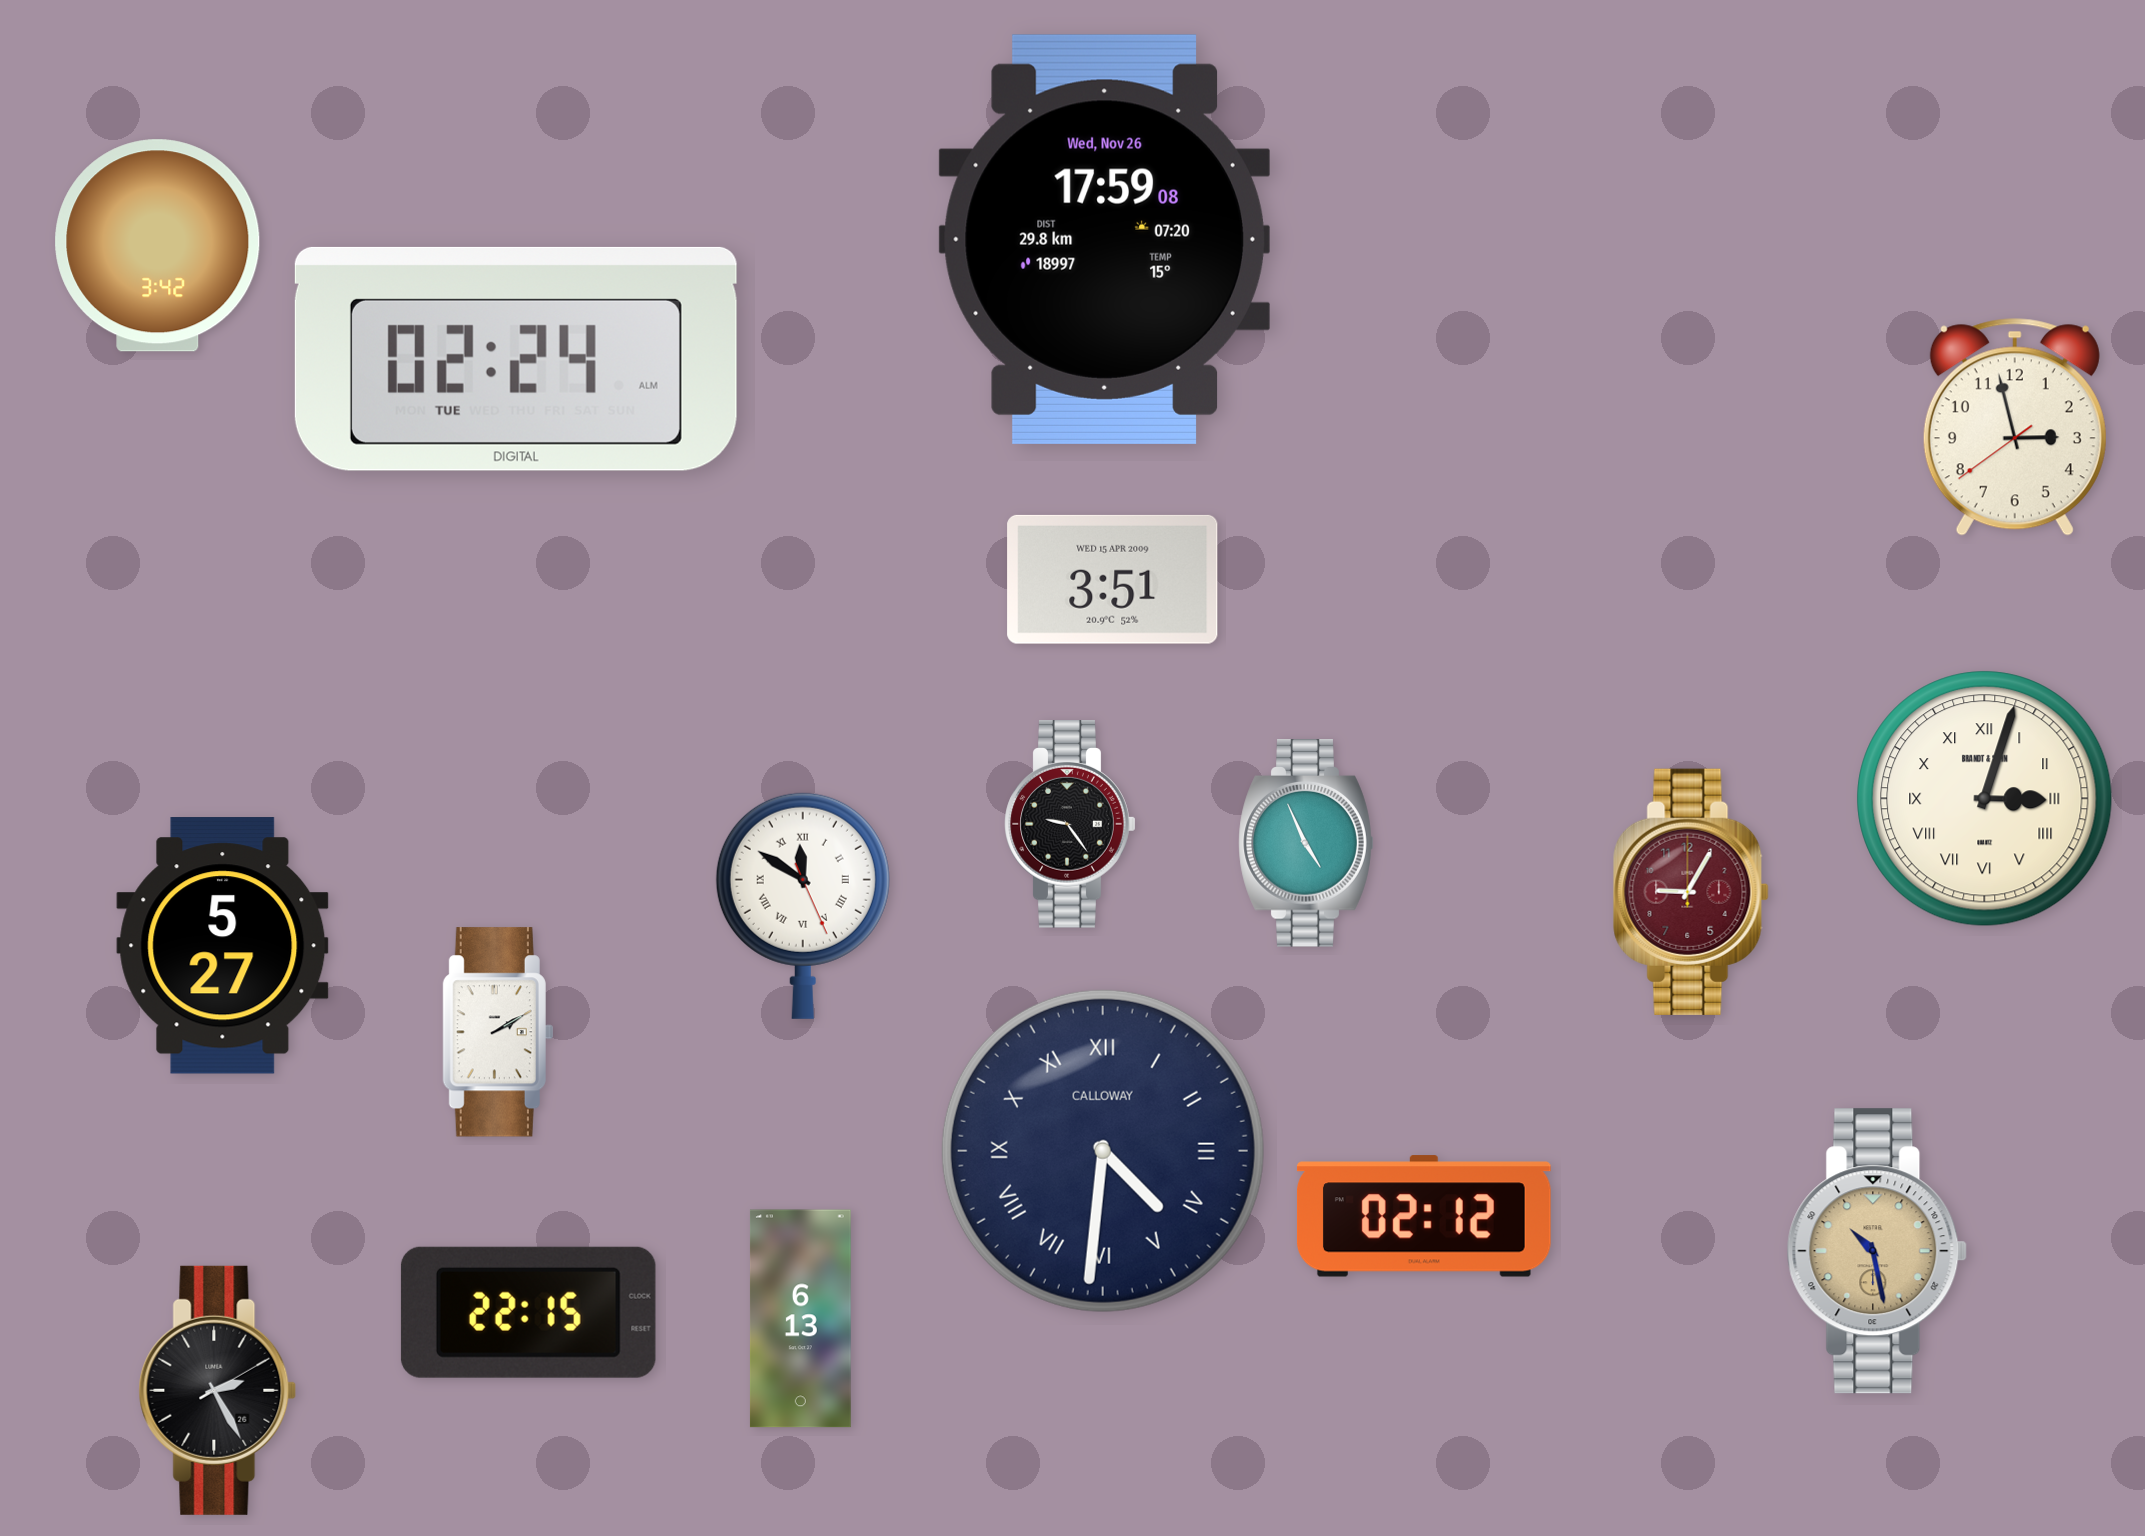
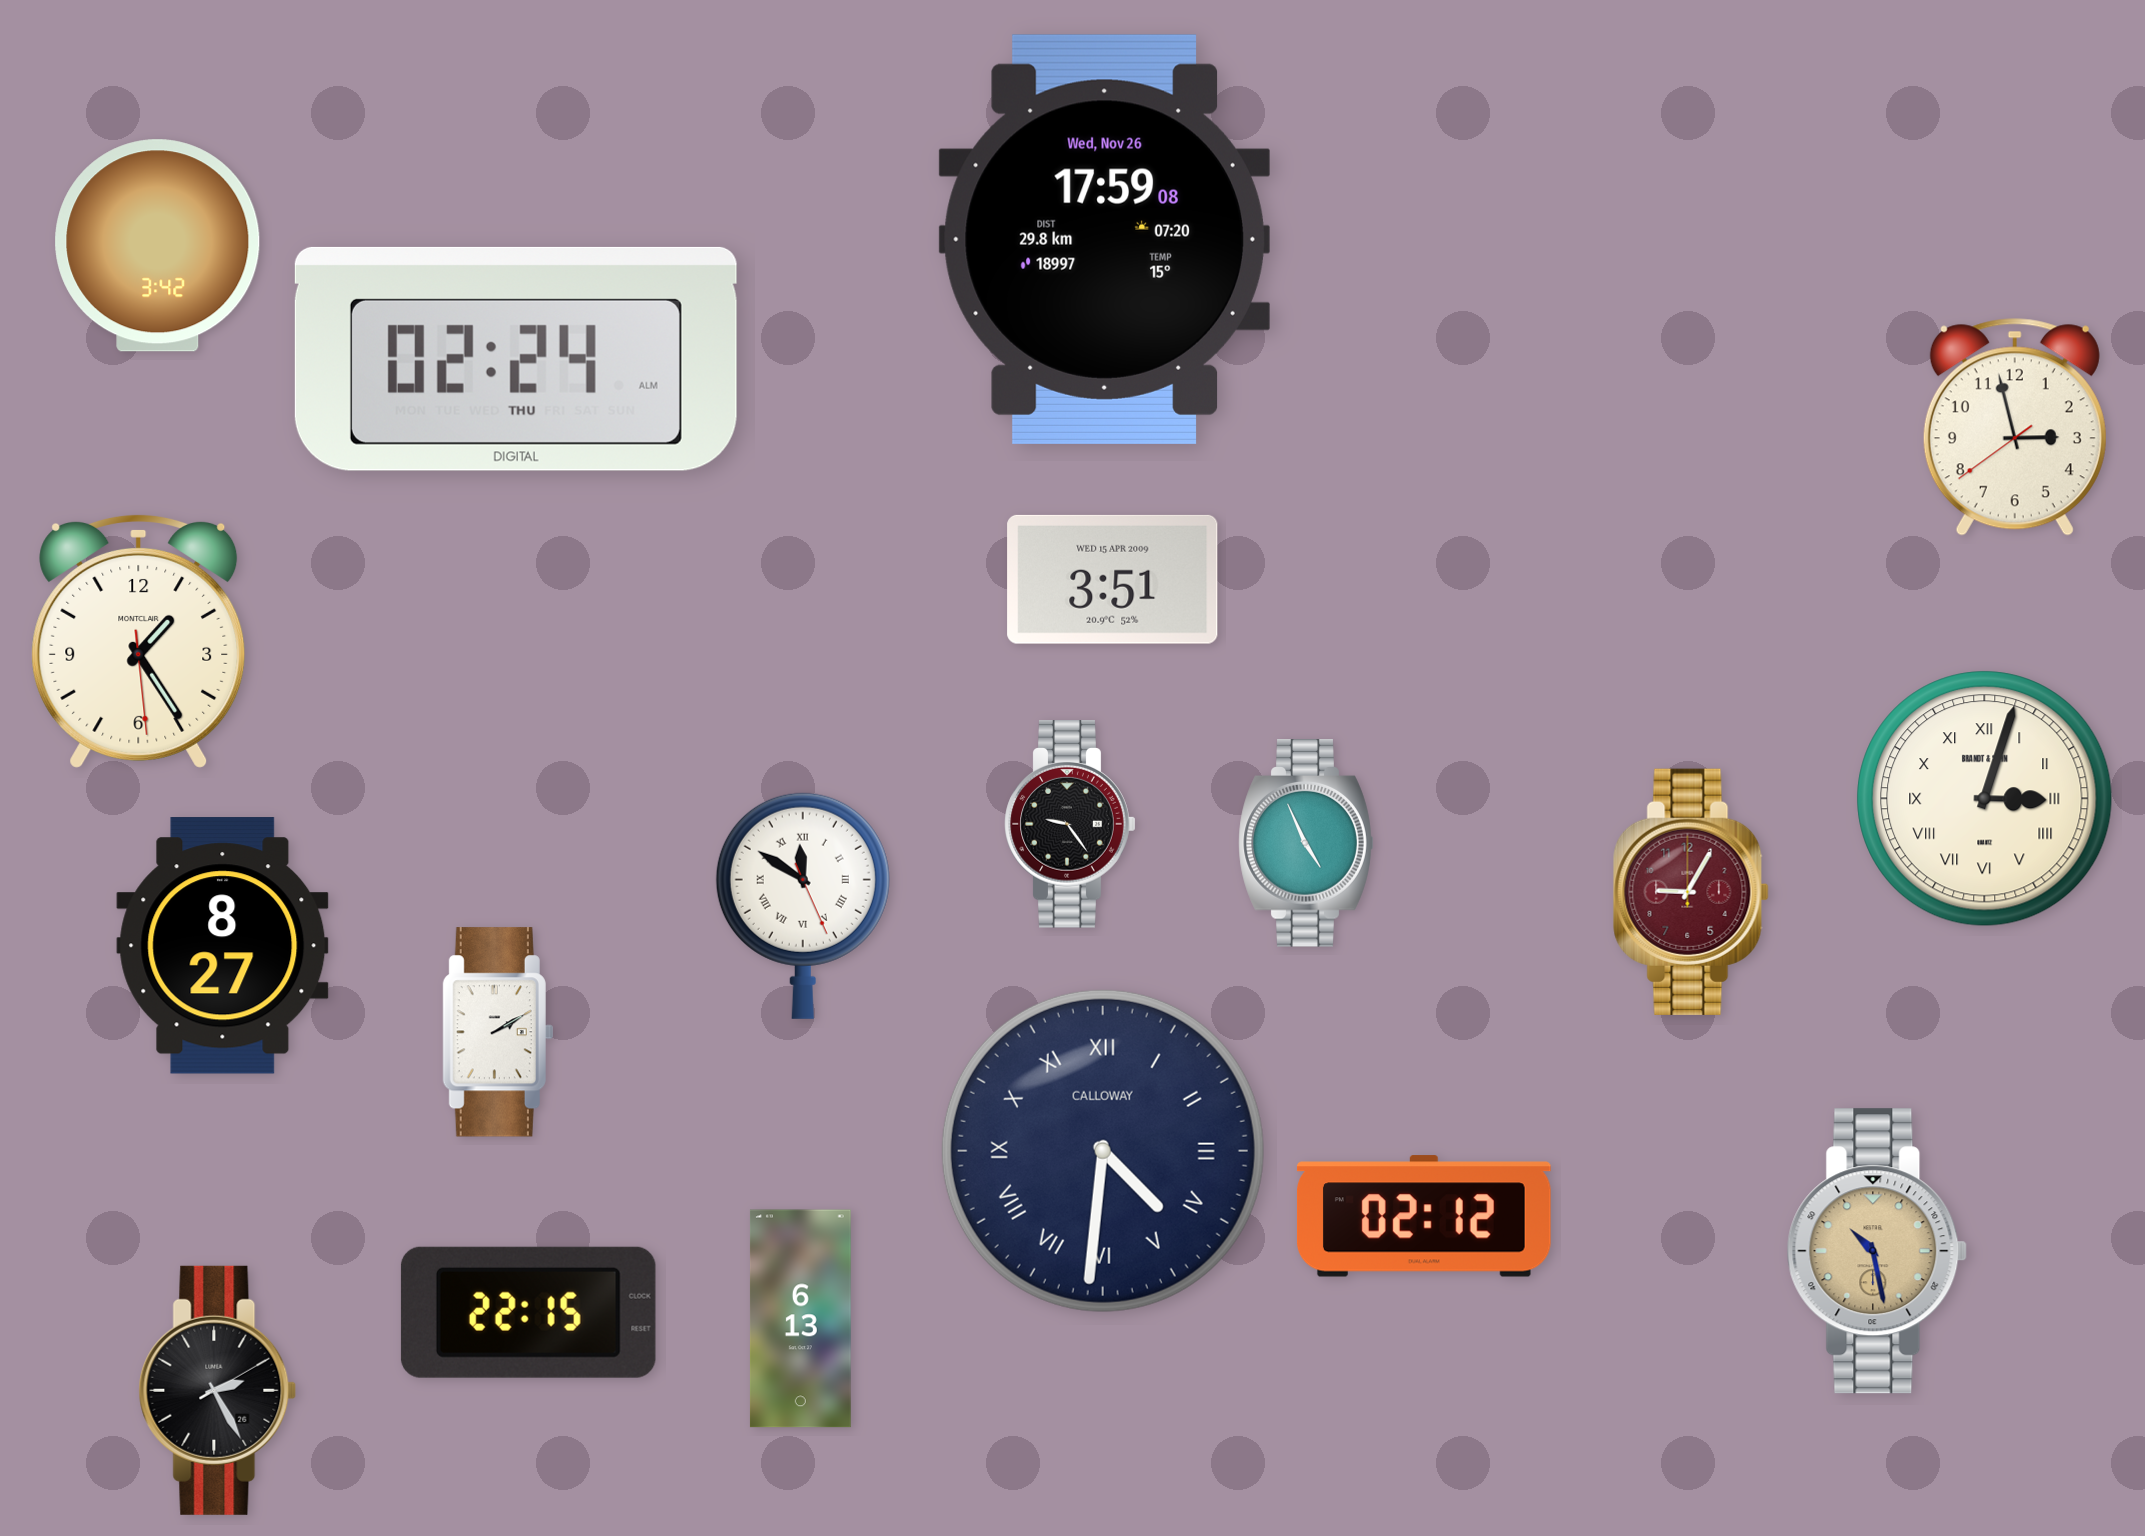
clock at (516, 359) date: TUE -> THU
clock at (139, 641): none -> 1:24
clock at (223, 946): 5:27 -> 8:27
